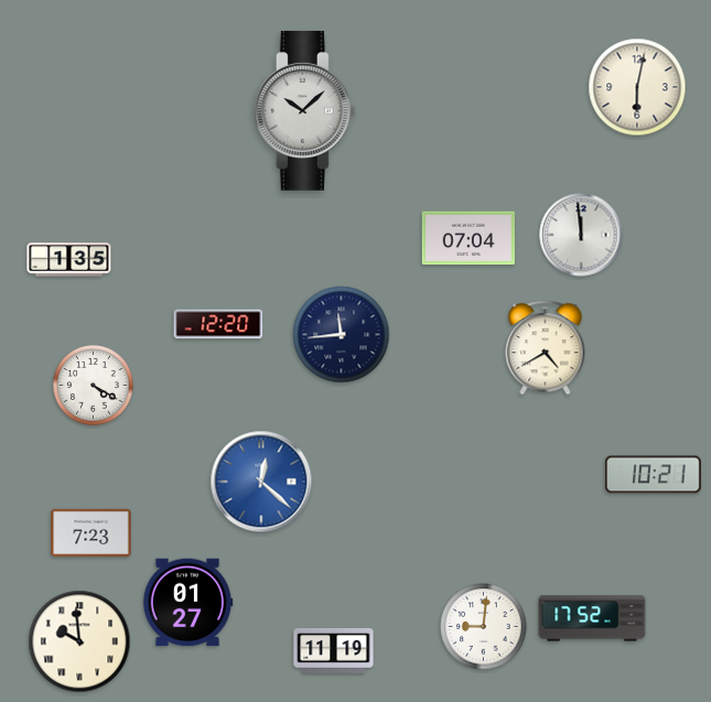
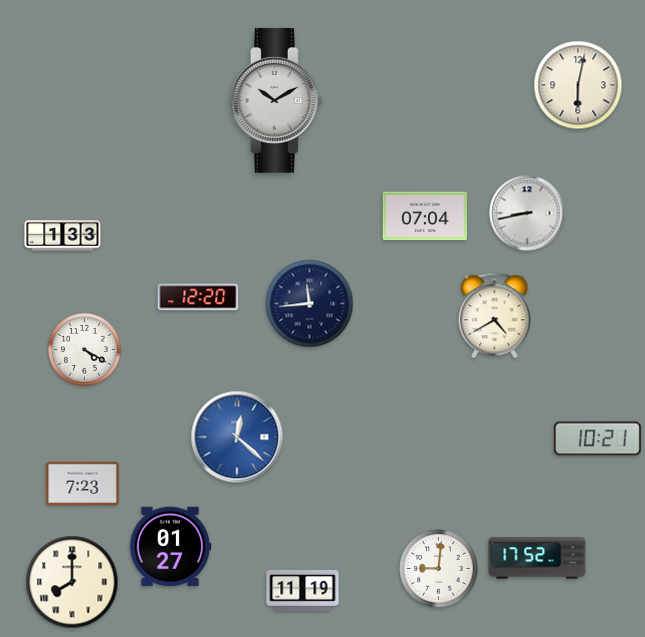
clock at (637, 87) position: (637, 87) -> (578, 85)
clock at (304, 111): 10:08 -> 10:10
clock at (581, 235): 11:59 -> 8:43
clock at (69, 260): 1:35 -> 1:33
clock at (218, 324) position: (218, 324) -> (198, 297)
clock at (653, 475) position: (653, 475) -> (597, 439)
clock at (592, 618) position: (592, 618) -> (537, 558)
clock at (79, 641): 9:59 -> 8:00
